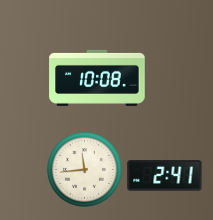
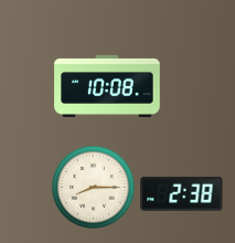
clock at (84, 169): 11:44 -> 8:15
clock at (165, 176): 2:41 -> 2:38
